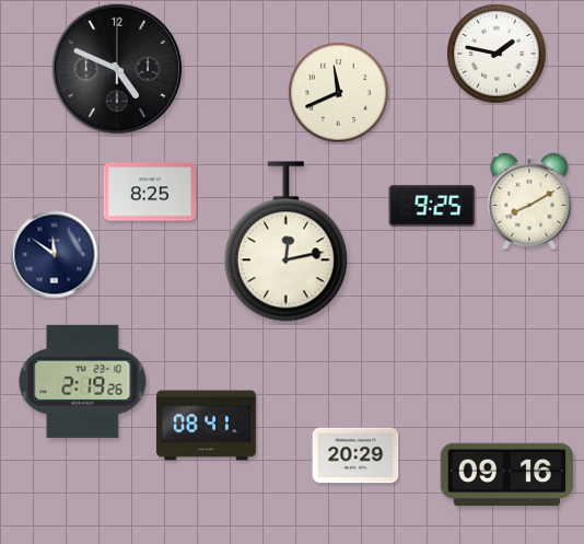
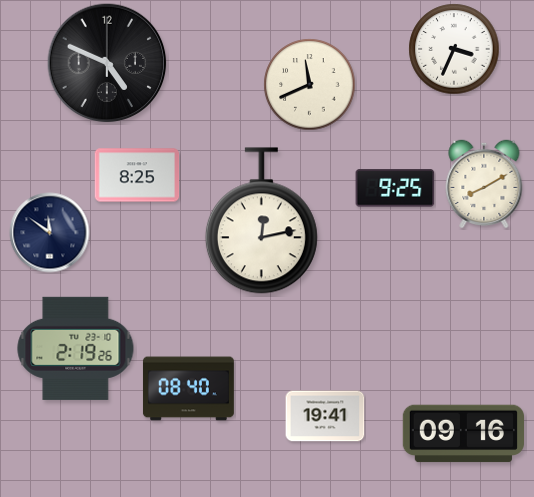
clock at (497, 54): 1:47 -> 3:34
clock at (206, 426): 08:41 -> 08:40
clock at (355, 455): 20:29 -> 19:41
